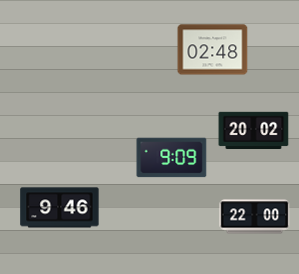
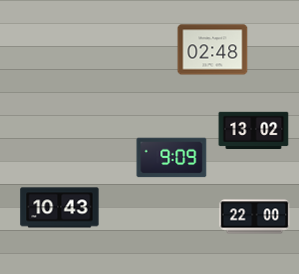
clock at (254, 131): 20:02 -> 13:02
clock at (60, 208): 9:46 -> 10:43
